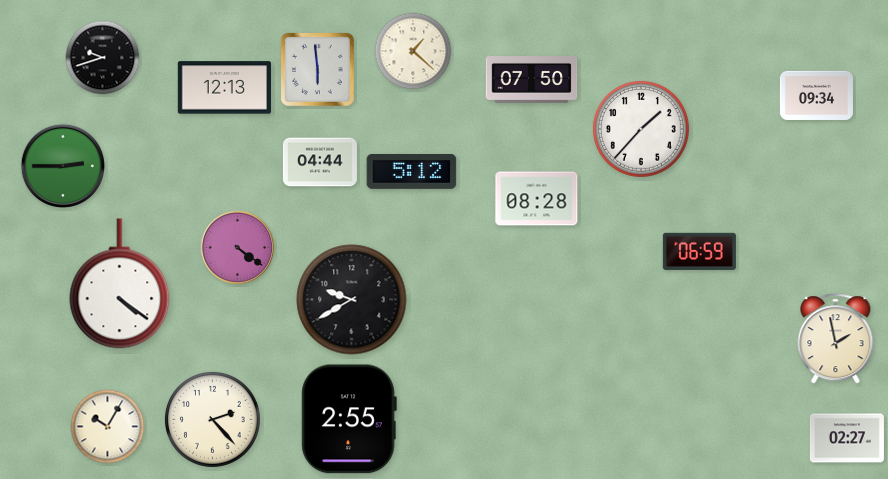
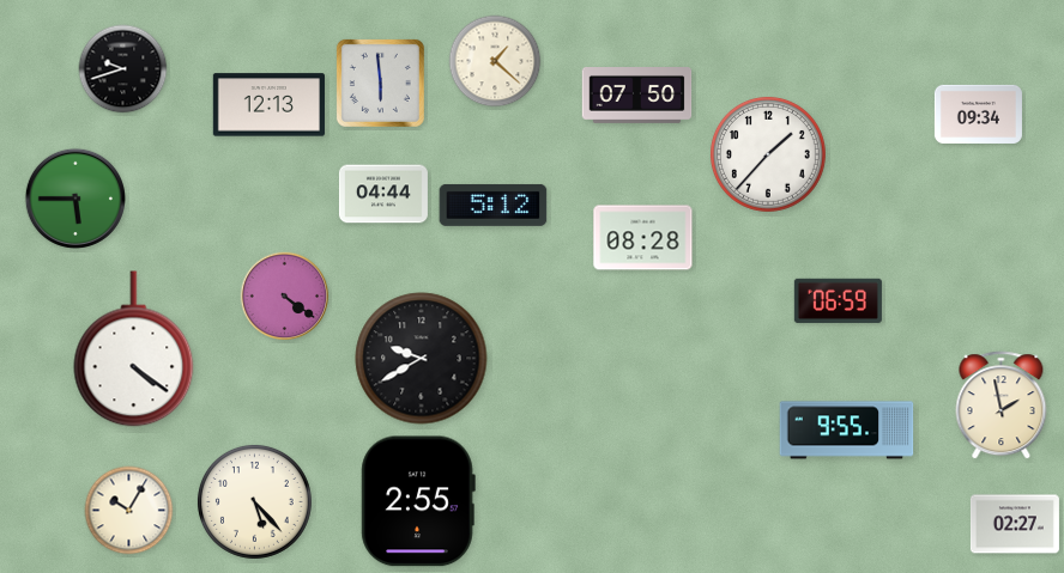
clock at (63, 166): 2:45 -> 5:45
clock at (120, 284) position: (120, 284) -> (134, 349)
clock at (847, 431): none -> 9:55
clock at (212, 419): 2:23 -> 5:23
